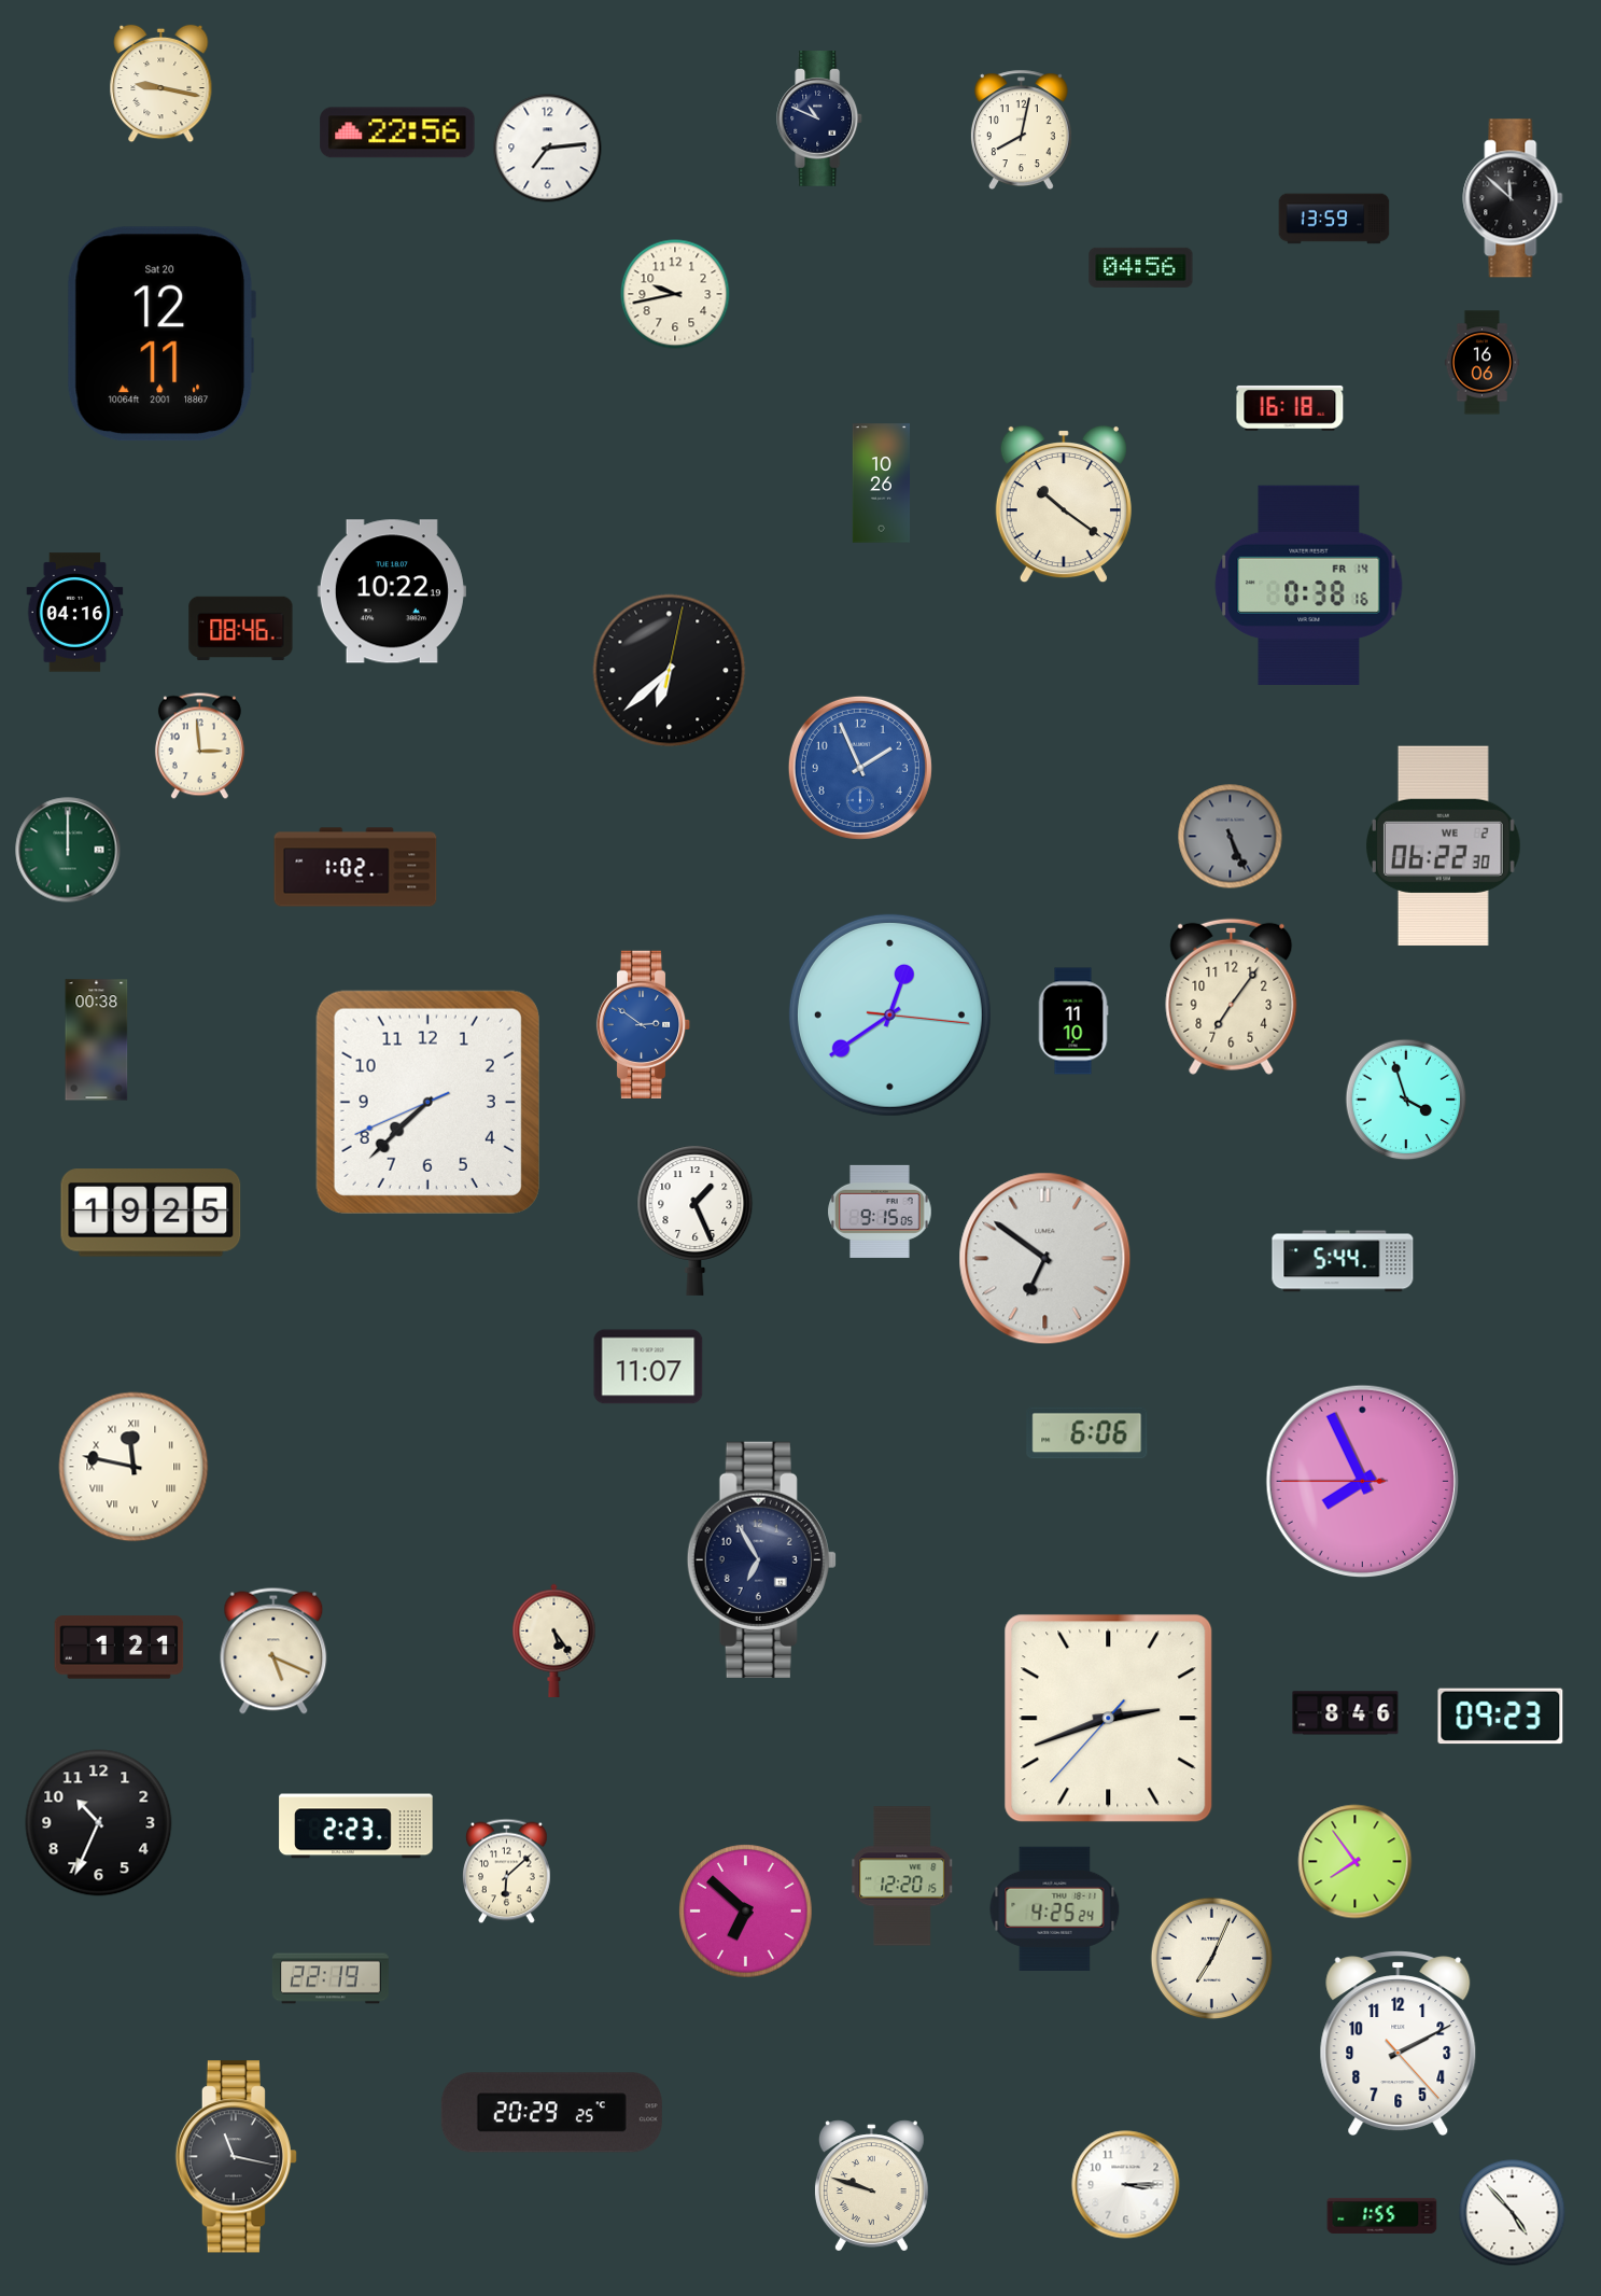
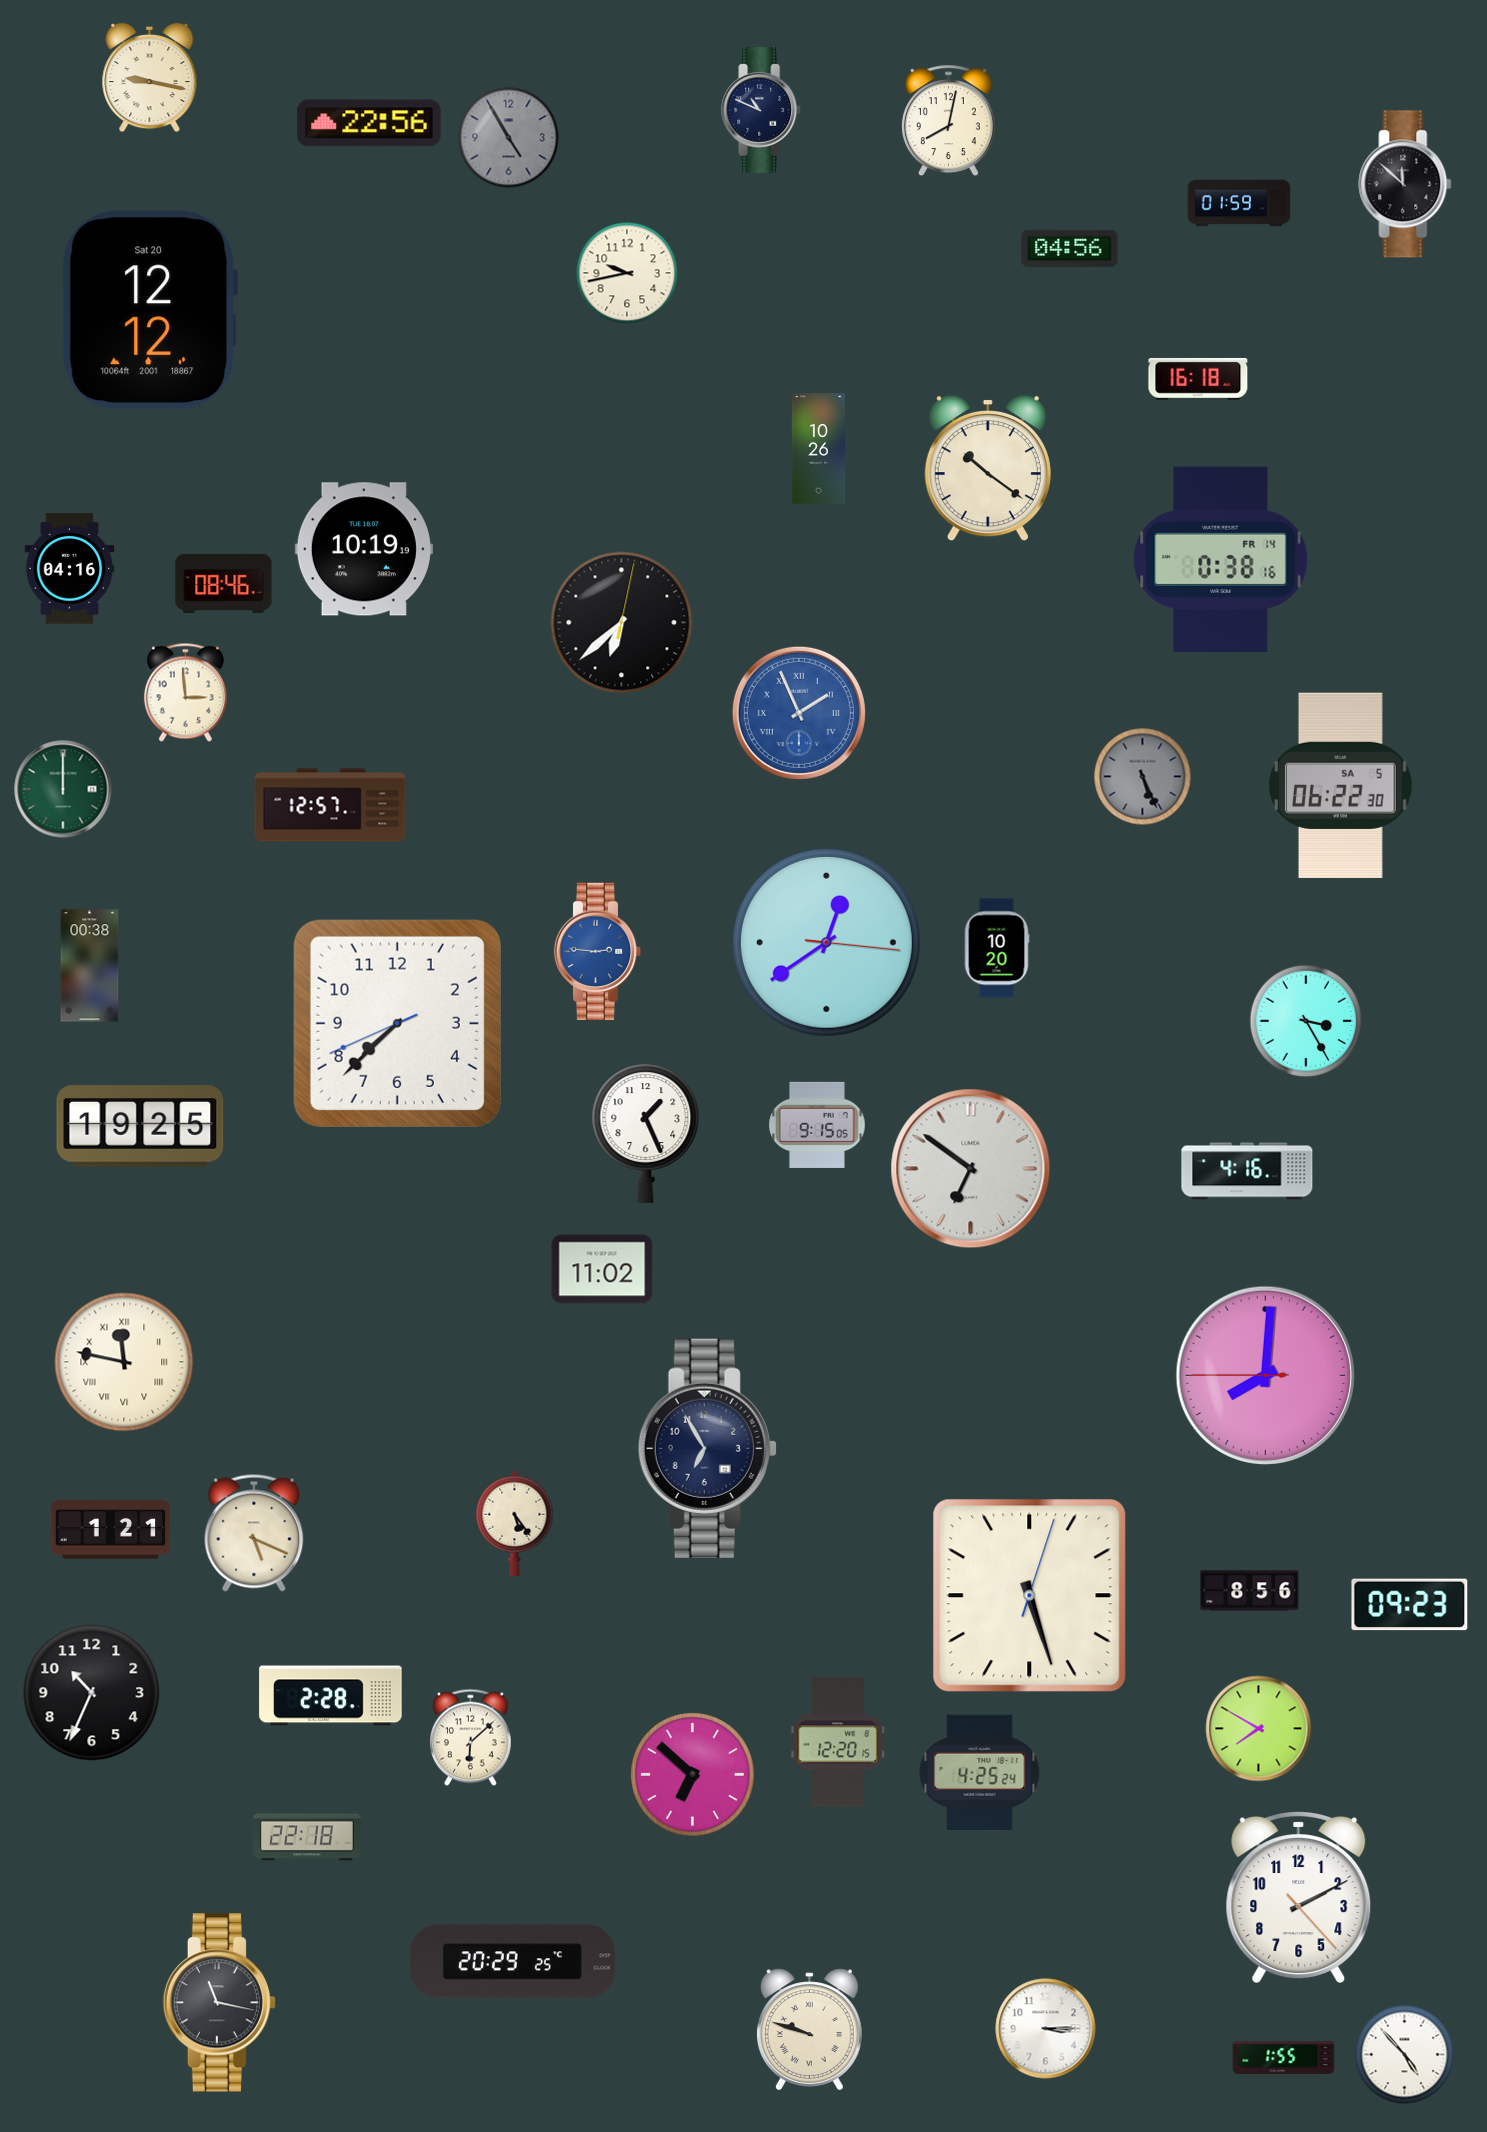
clock at (548, 149): 7:14 -> 4:55
clock at (548, 149) dial: white -> grey
clock at (1334, 219): 13:59 -> 01:59
clock at (1141, 267) position: (1141, 267) -> (1070, 248)
clock at (161, 334): 12:11 -> 12:12
clock at (1481, 363): 16:06 -> none
clock at (1309, 586) position: (1309, 586) -> (1221, 560)
clock at (392, 591): 10:22 -> 10:19
clock at (860, 768) numerals: Arabic -> Roman
clock at (1444, 845) date: WE 2 -> SA 5
clock at (355, 867): 1:02 -> 12:57
clock at (1232, 996): 7:06 -> none
clock at (1073, 1021): 11:10 -> 10:20
clock at (644, 1024): 2:51 -> 2:46
clock at (1406, 1100): 3:57 -> 3:25
clock at (1343, 1261): 5:44 -> 4:16
clock at (648, 1367): 11:07 -> 11:02
clock at (1087, 1433): 6:06 -> none
clock at (1362, 1481): 7:55 -> 8:00
clock at (1346, 1713): 8:46 -> 8:56
clock at (1501, 1717) position: (1501, 1717) -> (1410, 1605)
clock at (1109, 1719): 2:41 -> 5:27
clock at (356, 1826): 2:23 -> 2:28
clock at (1356, 1862): 7:54 -> 7:50
clock at (1212, 1959): 7:04 -> none
clock at (331, 1978): 22:19 -> 22:18
